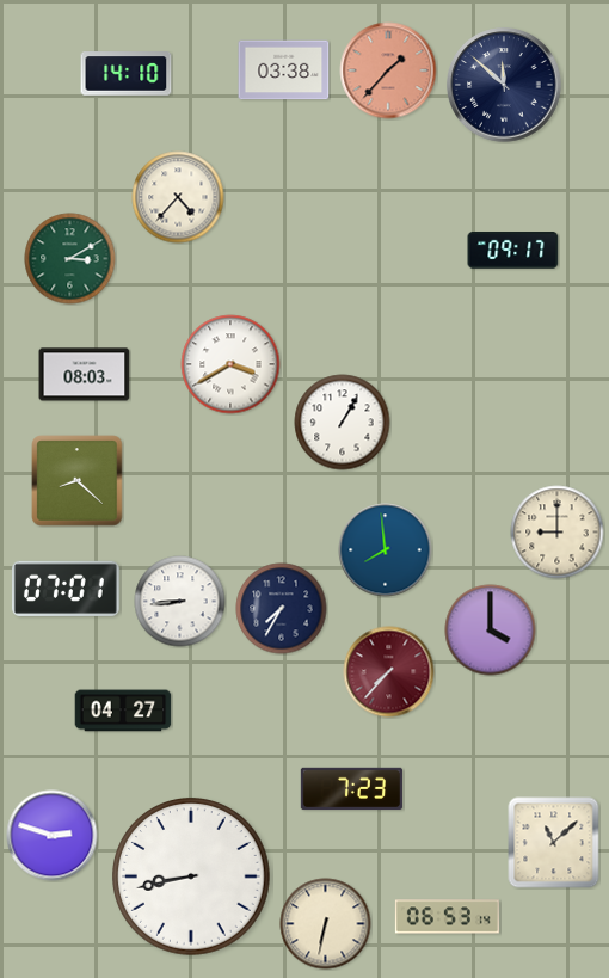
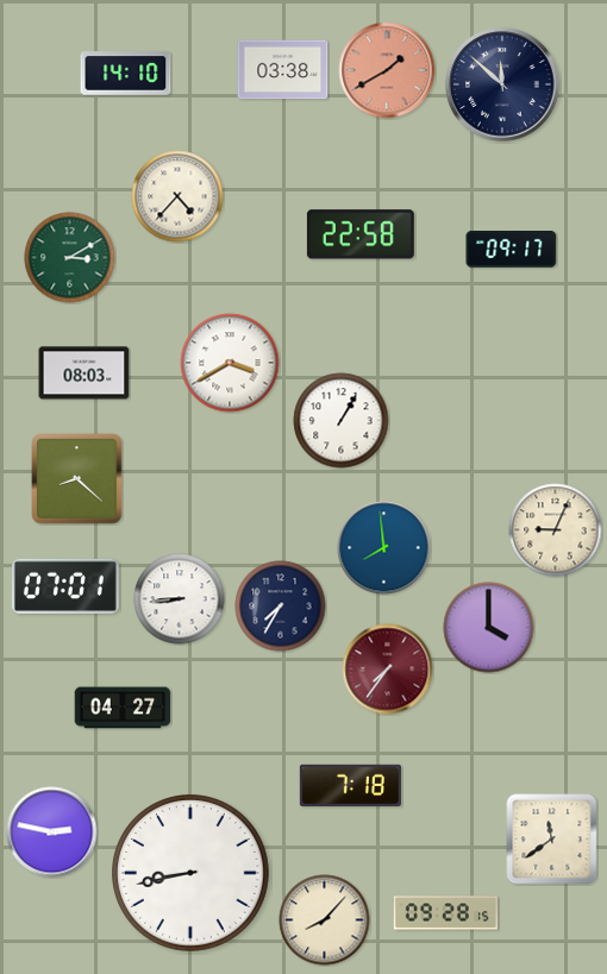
clock at (388, 70): 1:37 -> 1:40
clock at (361, 234): none -> 22:58
clock at (558, 533): 9:00 -> 9:04
clock at (389, 672): 7:37 -> 7:36
clock at (351, 789): 7:23 -> 7:18
clock at (53, 836): 2:48 -> 2:47
clock at (554, 843): 11:08 -> 11:39
clock at (447, 917): 06:53 -> 09:28
clock at (326, 924): 6:32 -> 8:07
